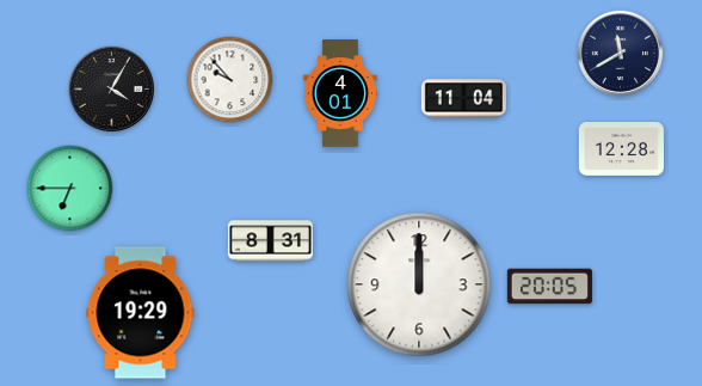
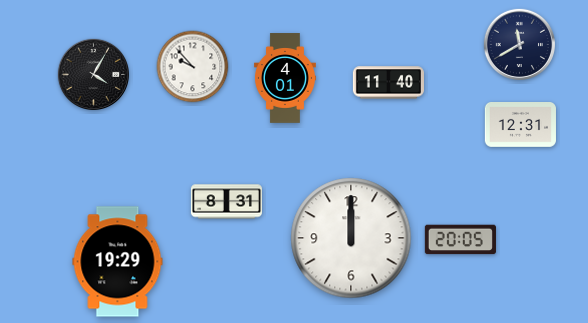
clock at (463, 99): 11:04 -> 11:40
clock at (621, 149): 12:28 -> 12:31
clock at (70, 189): 6:45 -> none
